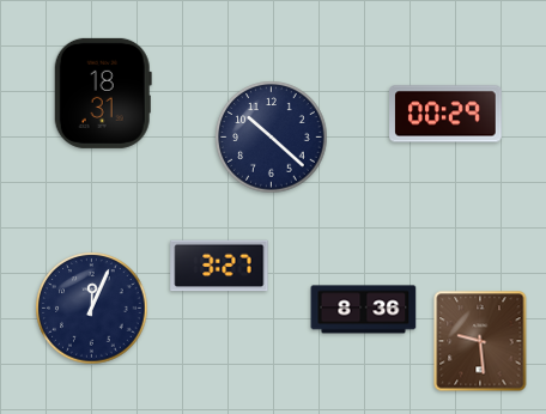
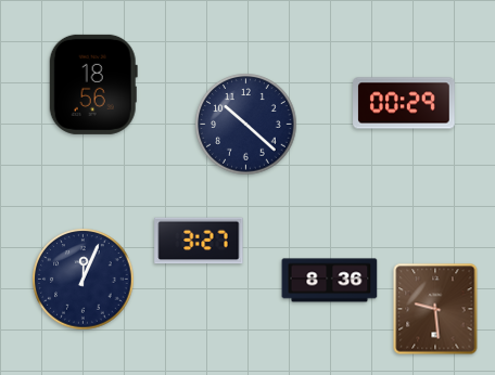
clock at (103, 93): 18:31 -> 18:56
